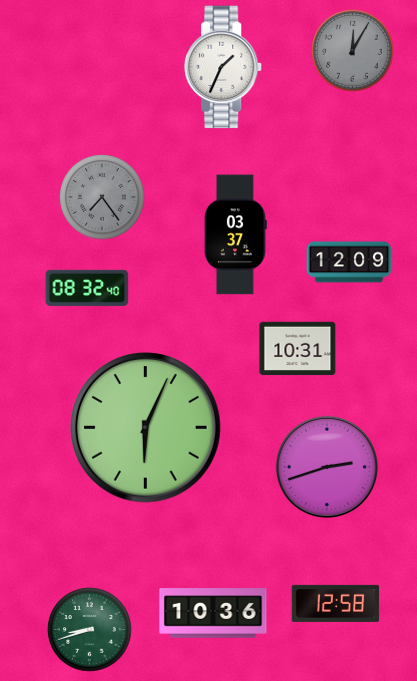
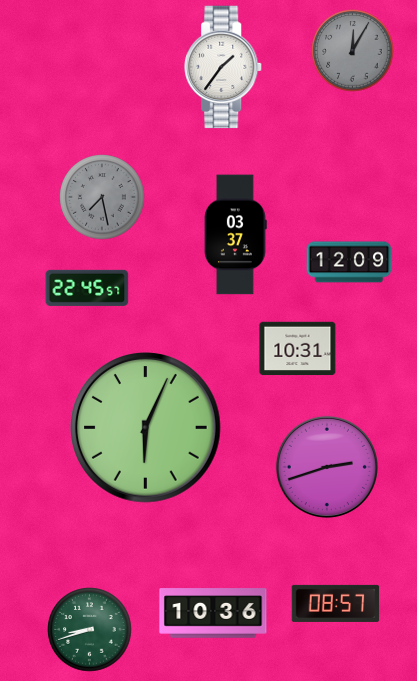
clock at (224, 67): 1:34 -> 1:36
clock at (102, 197): 7:24 -> 7:28
clock at (87, 288): 08:32 -> 22:45
clock at (336, 603): 12:58 -> 08:57
